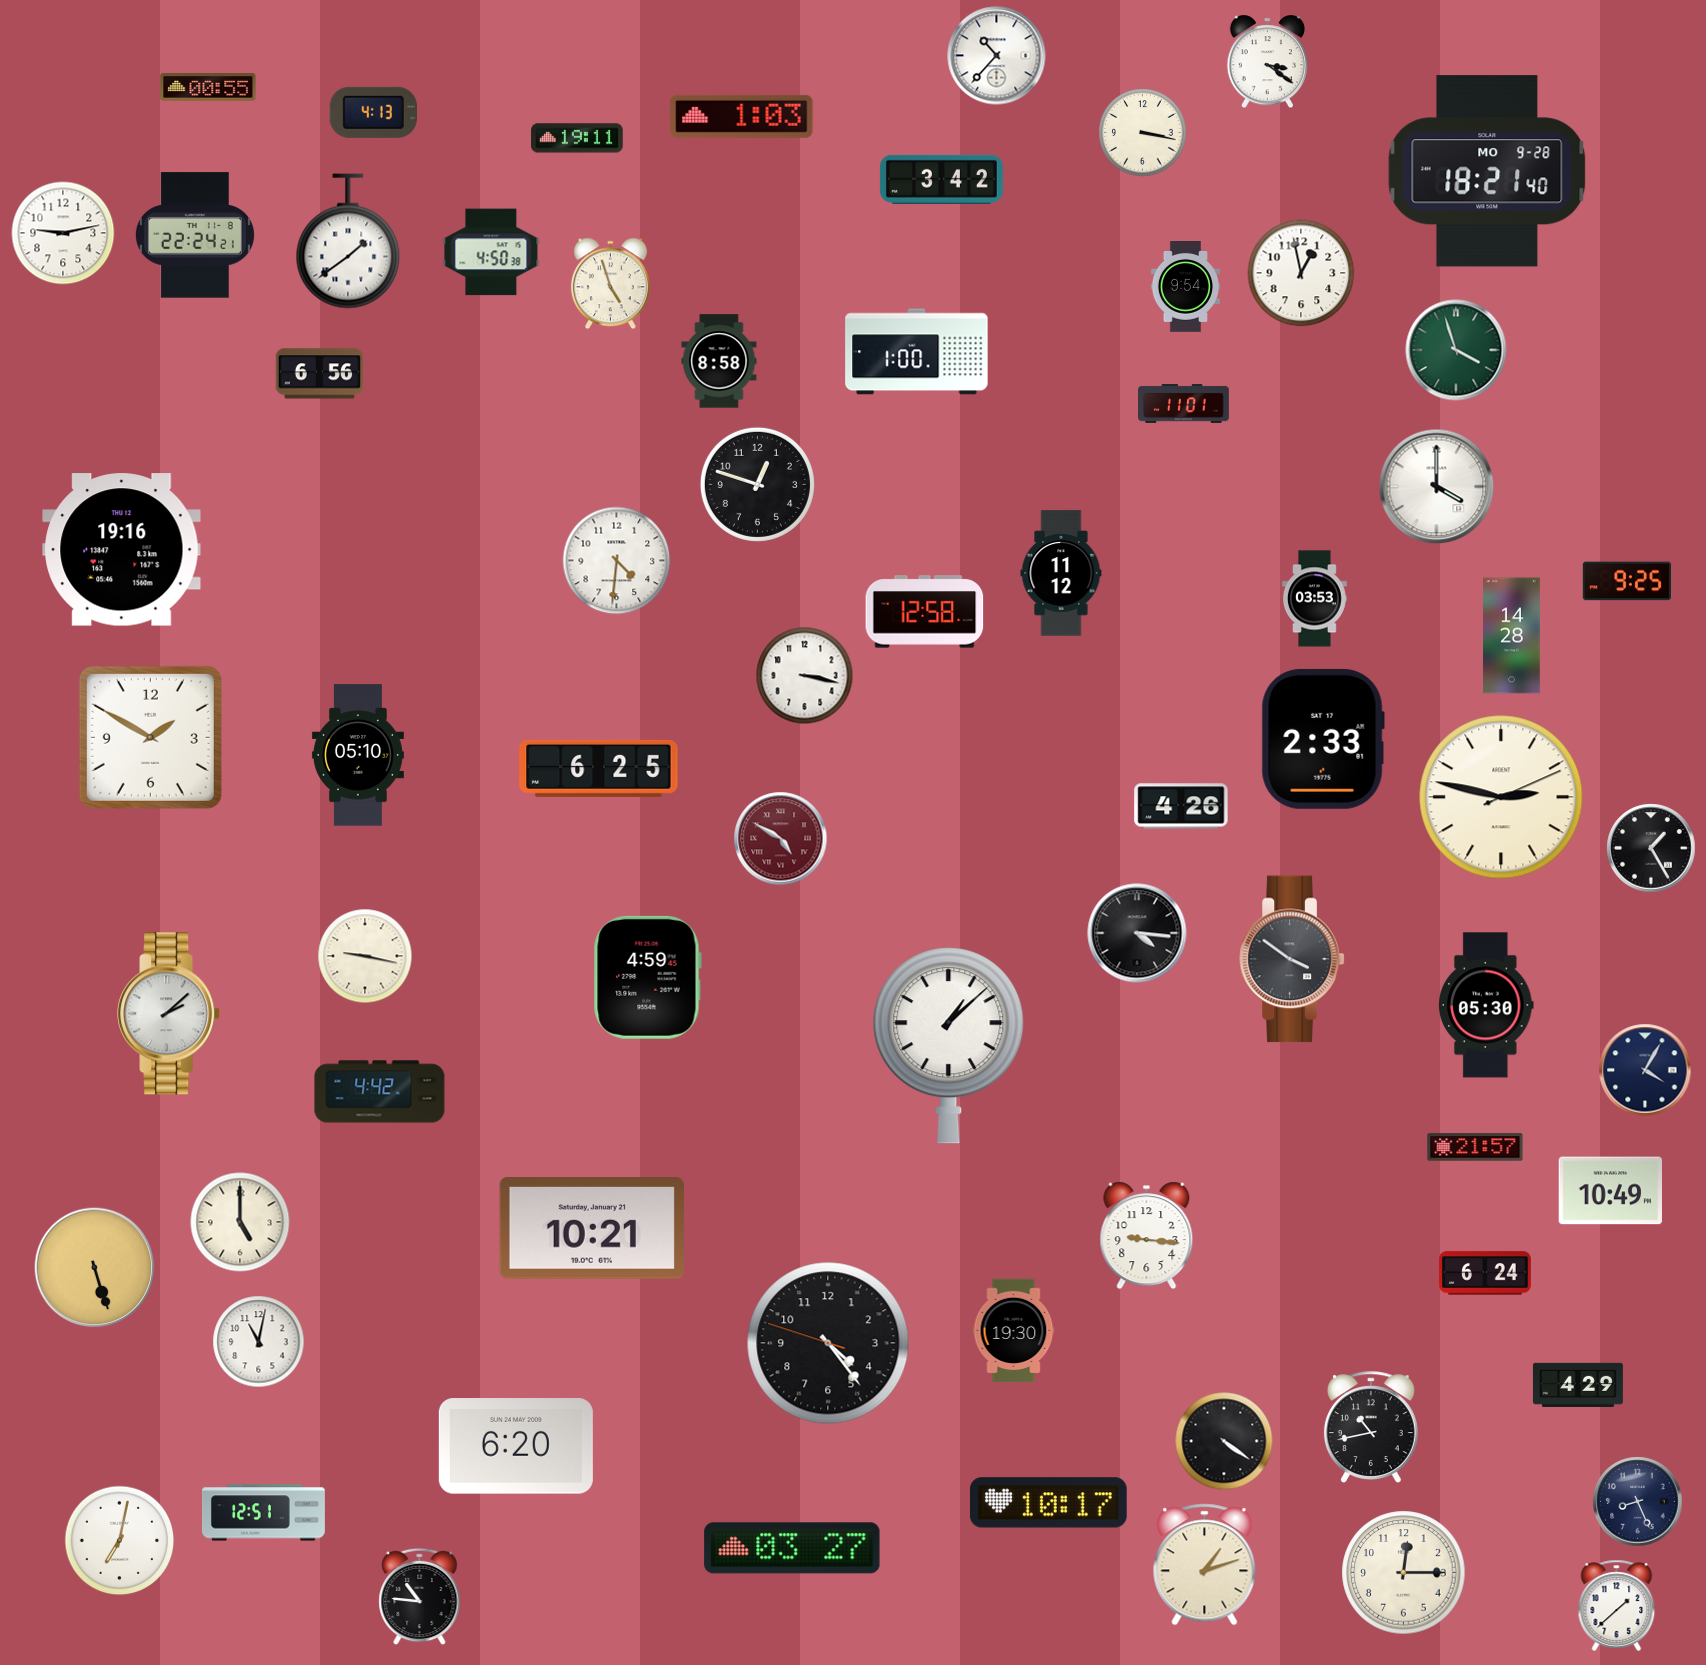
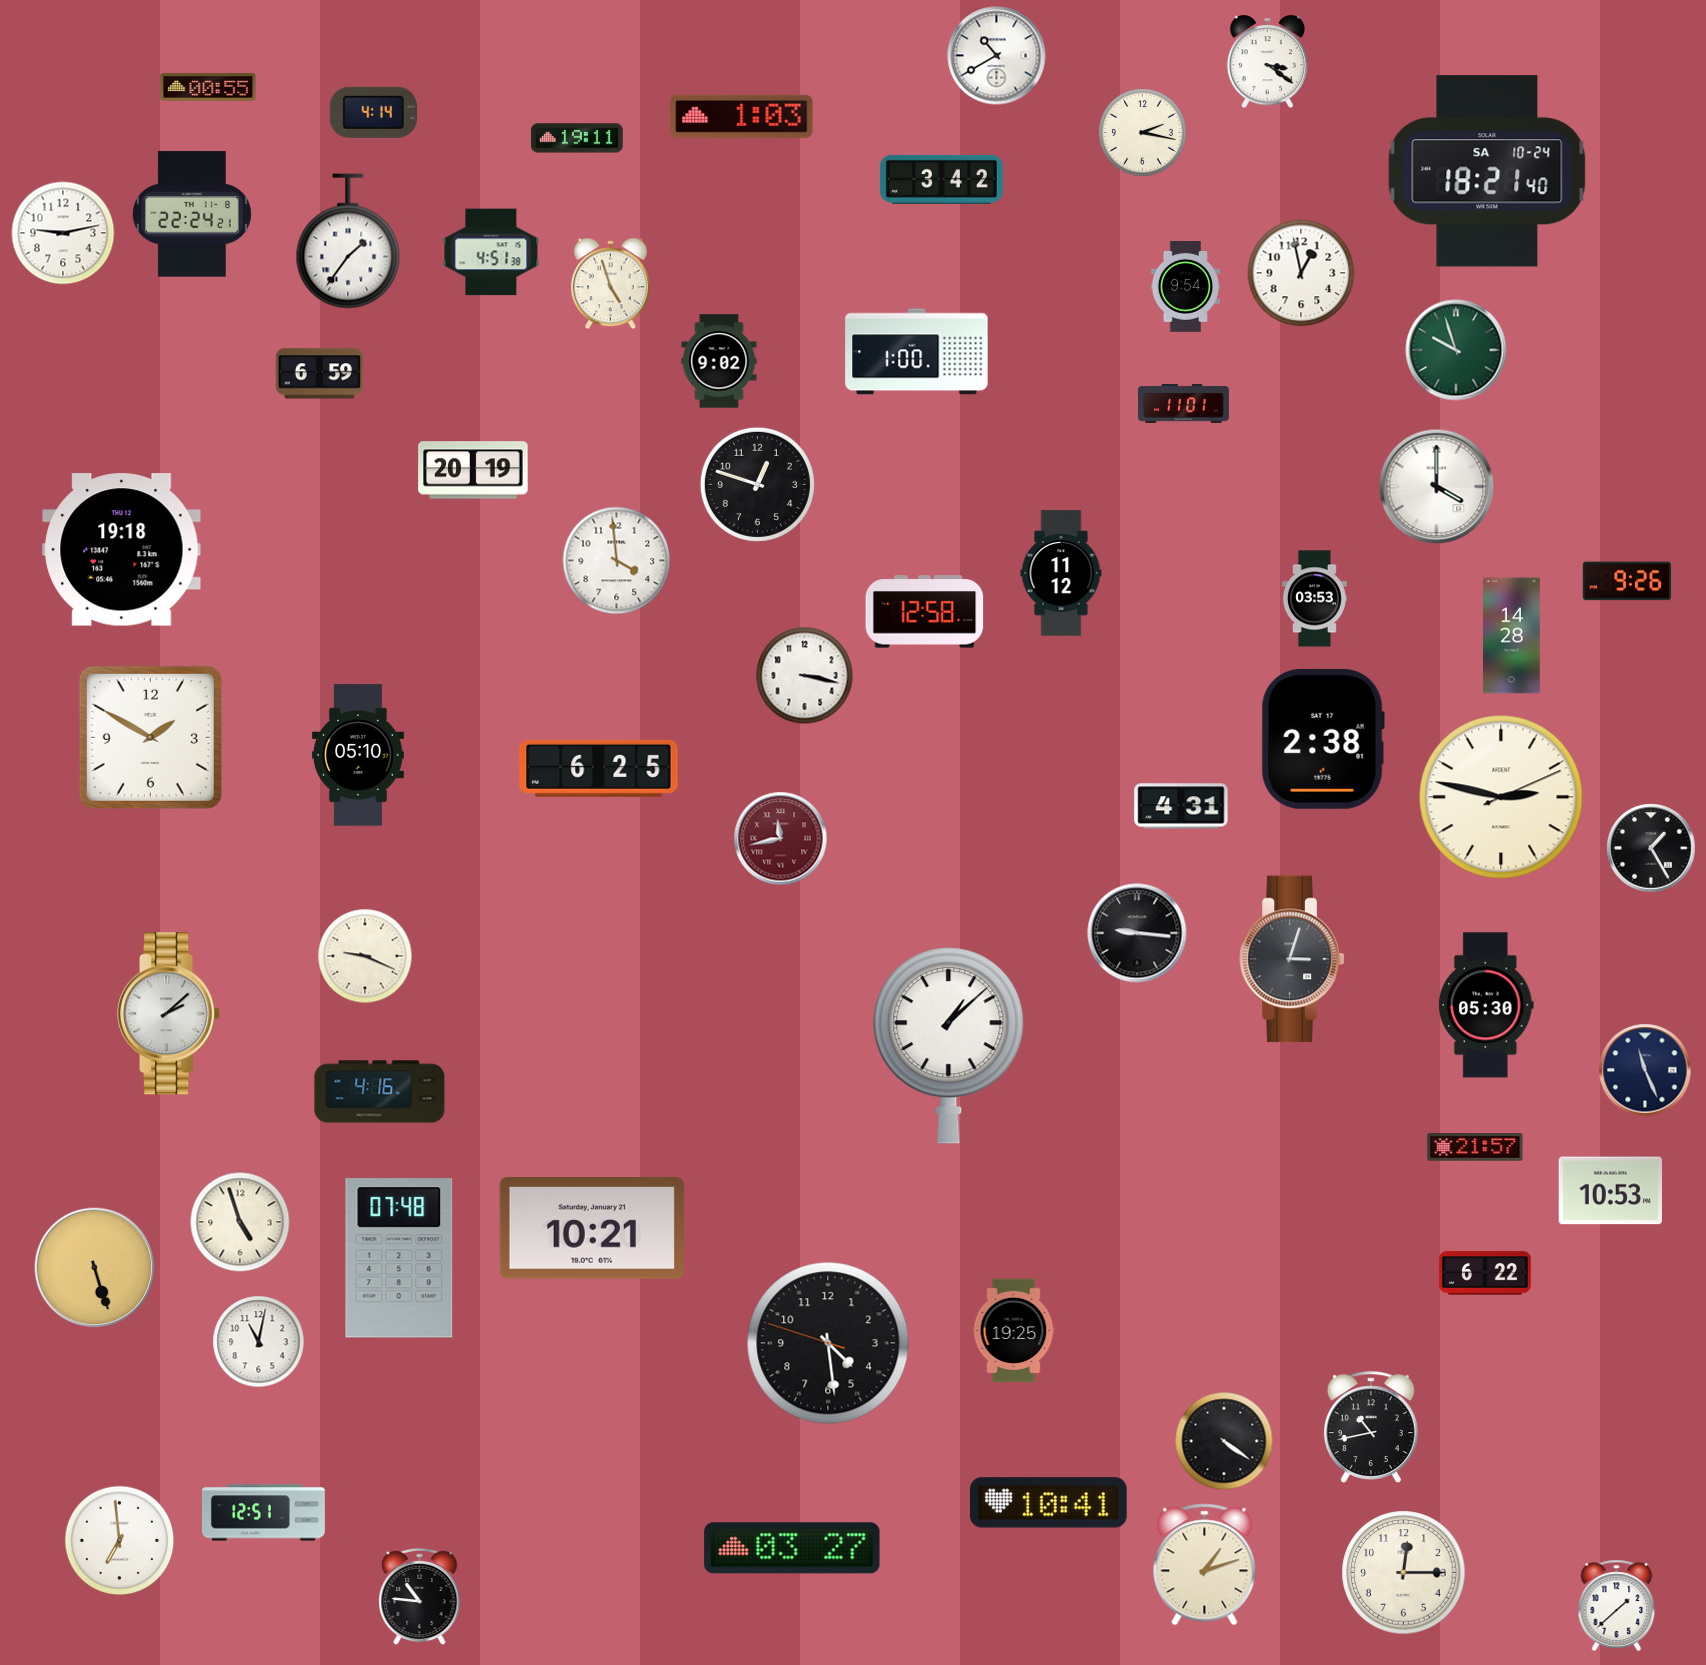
clock at (997, 56): 10:37 -> 10:40
clock at (373, 112): 4:13 -> 4:14
clock at (1143, 133): 3:17 -> 2:17
clock at (1487, 171) date: MO 9-28 -> SA 10-24
clock at (195, 235) position: (195, 235) -> (192, 214)
clock at (348, 241): 1:39 -> 1:36
clock at (491, 252): 4:50 -> 4:51
clock at (1456, 350): 3:57 -> 9:57
clock at (719, 361): 8:58 -> 9:02
clock at (320, 374): 6:56 -> 6:59
clock at (473, 470): none -> 20:19
clock at (122, 550): 19:16 -> 19:18
clock at (617, 561): 4:31 -> 3:59
clock at (1627, 581): 9:25 -> 9:26
clock at (1323, 739): 2:33 -> 2:38
clock at (1181, 806): 4:26 -> 4:31
clock at (781, 839): 4:50 -> 11:43
clock at (1137, 933): 4:16 -> 9:16
clock at (365, 956): 9:17 -> 9:19
clock at (1292, 959): 3:51 -> 3:03
clock at (647, 977): 4:59 -> none
clock at (1645, 1070): 4:05 -> 11:26
clock at (380, 1092): 4:42 -> 4:16
clock at (1610, 1191): 10:49 -> 10:53
clock at (240, 1222): 5:00 -> 4:57
clock at (1147, 1236): 9:16 -> none
clock at (399, 1258): none -> 07:48
clock at (1485, 1273): 6:24 -> 6:22
clock at (1014, 1331): 19:30 -> 19:25
clock at (828, 1343): 4:23 -> 4:28
clock at (1578, 1385): 4:29 -> none
clock at (516, 1446): 6:20 -> none
clock at (1638, 1502): 8:26 -> none
clock at (1048, 1503): 10:17 -> 10:41
clock at (120, 1541): 7:02 -> 6:59
